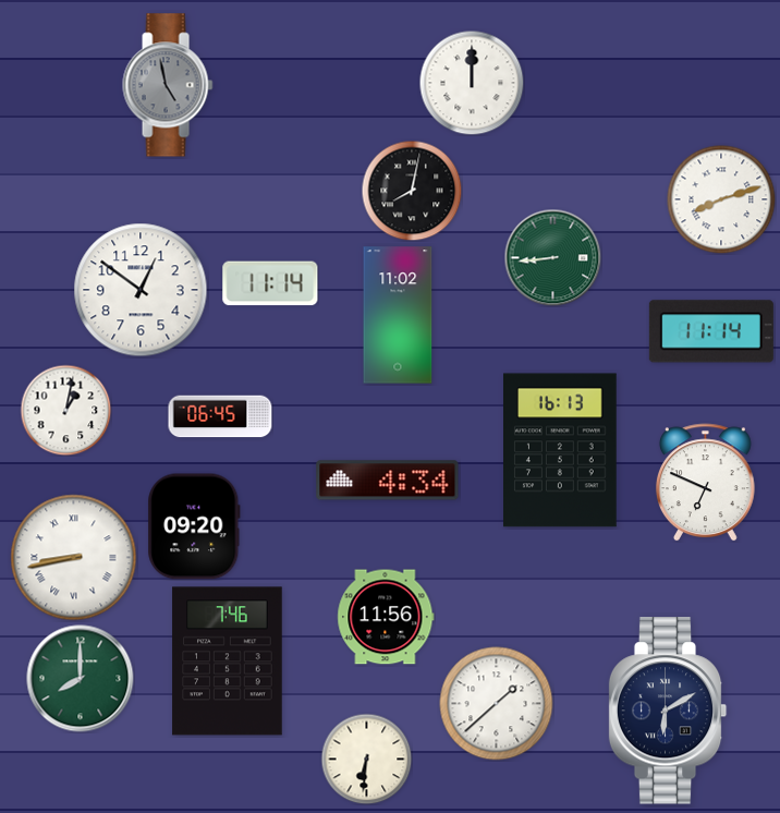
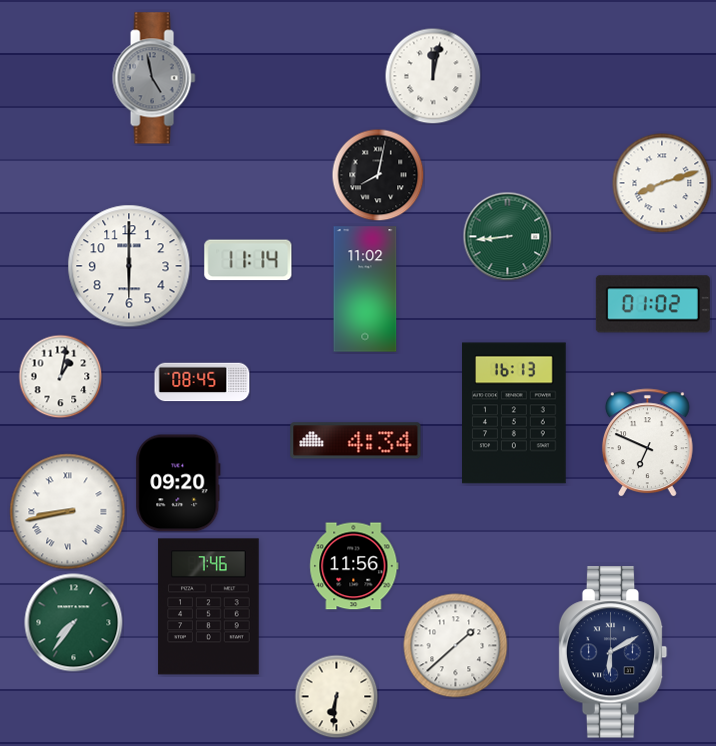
clock at (472, 83): 12:00 -> 12:02
clock at (141, 290): 12:51 -> 6:00
clock at (711, 331): 11:14 -> 01:02
clock at (220, 416): 06:45 -> 08:45
clock at (81, 679): 8:00 -> 7:36
